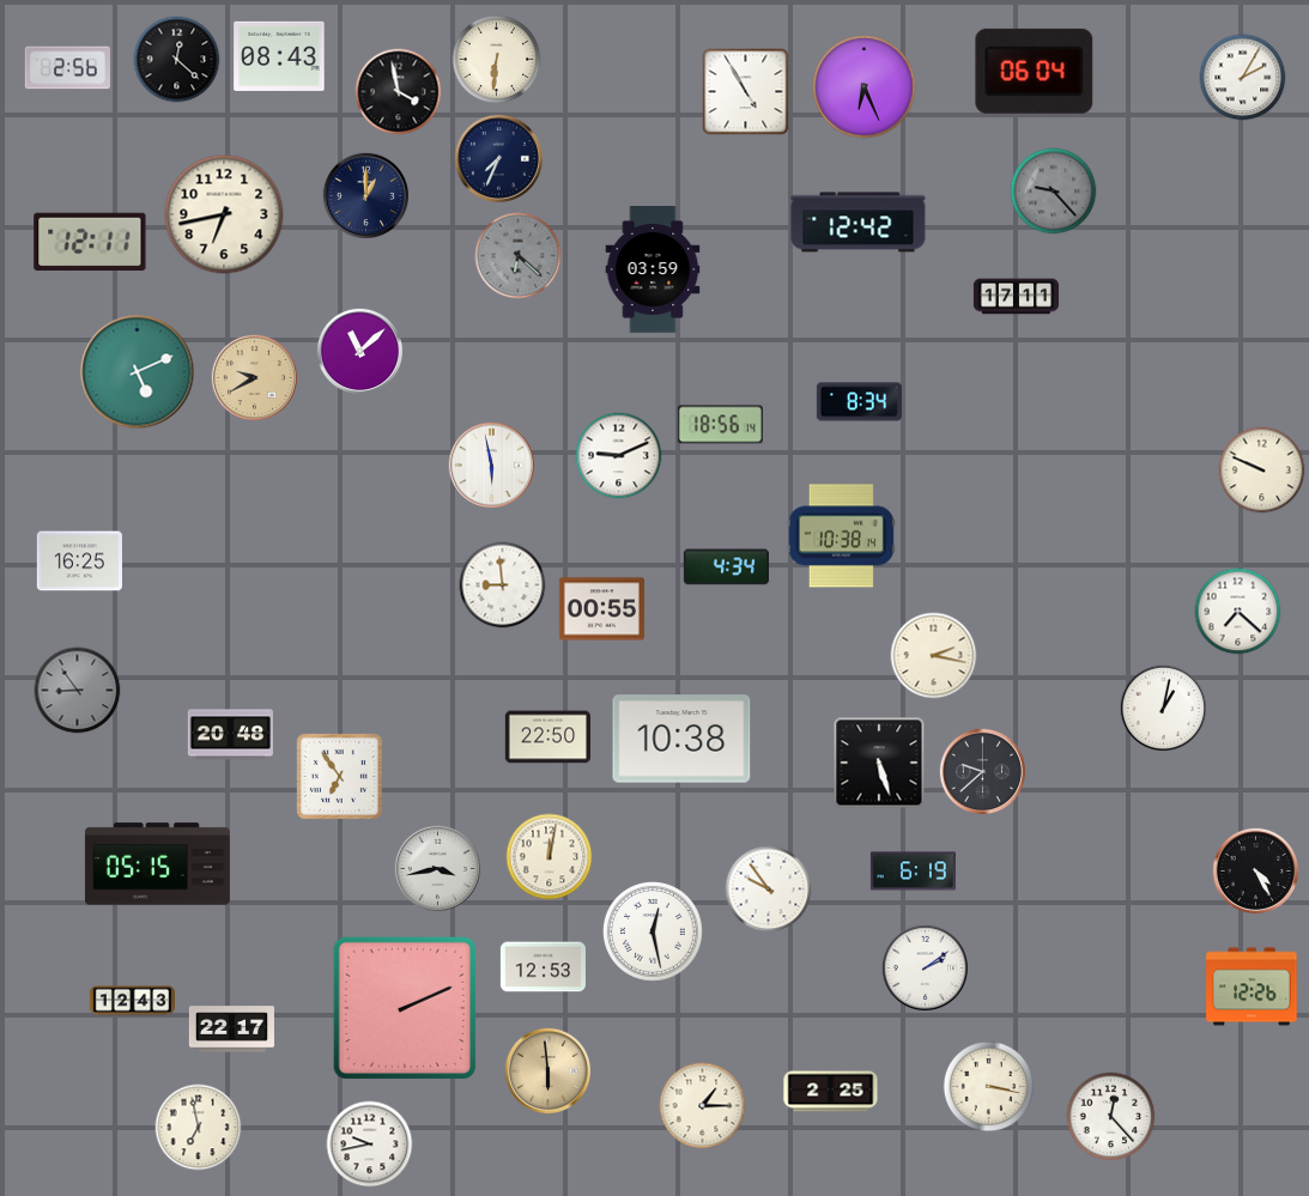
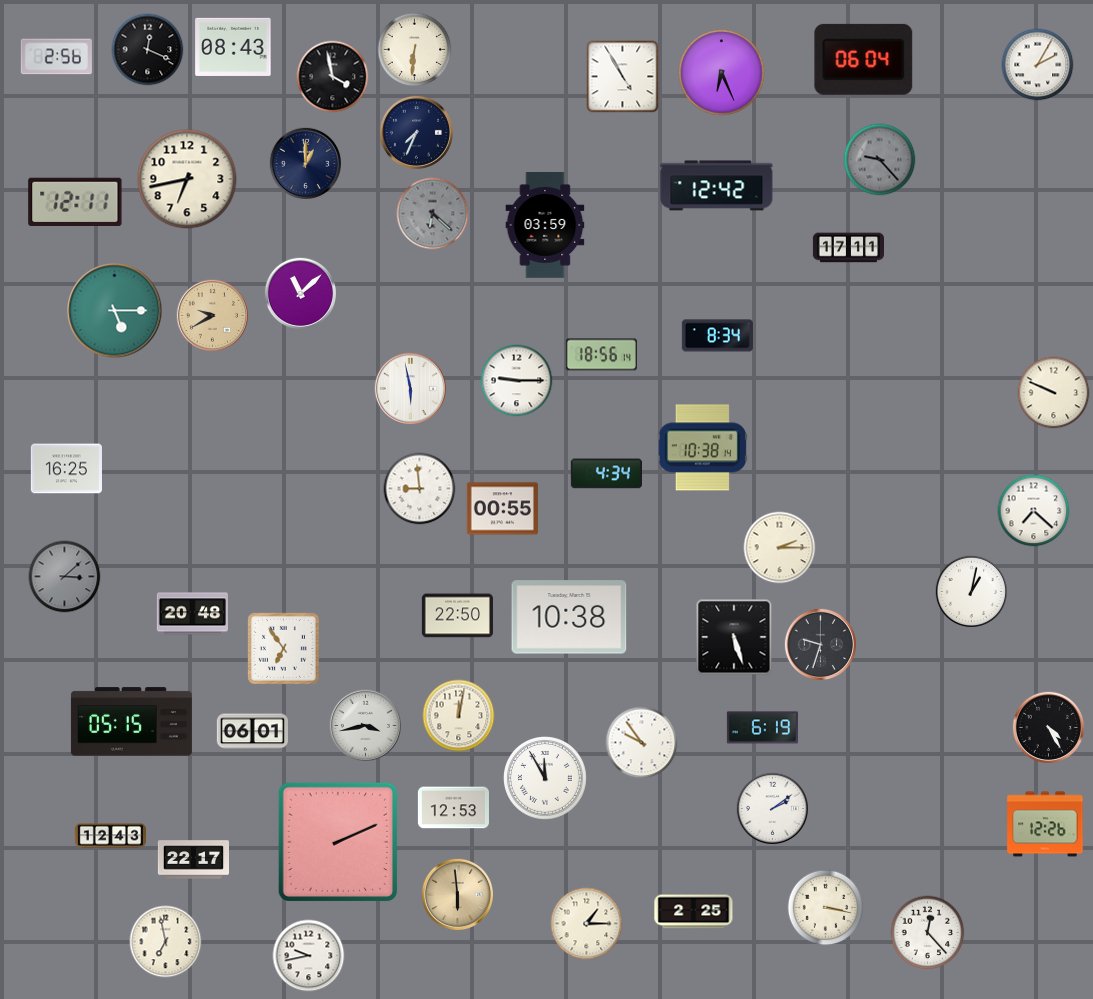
clock at (177, 60): 12:22 -> 12:19
clock at (138, 372): 5:11 -> 5:15
clock at (619, 456): 9:11 -> 9:15
clock at (934, 656): 2:17 -> 2:15
clock at (78, 691): 8:54 -> 3:08
clock at (982, 771): 9:38 -> 9:33
clock at (252, 732): none -> 06:01
clock at (654, 933): 12:28 -> 11:55
